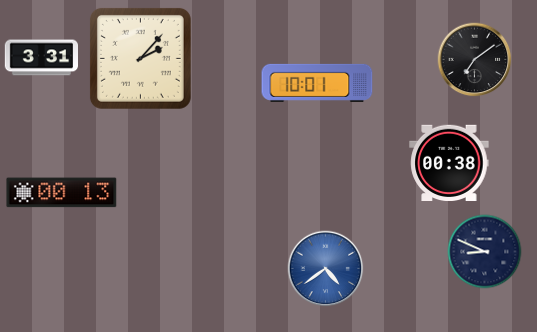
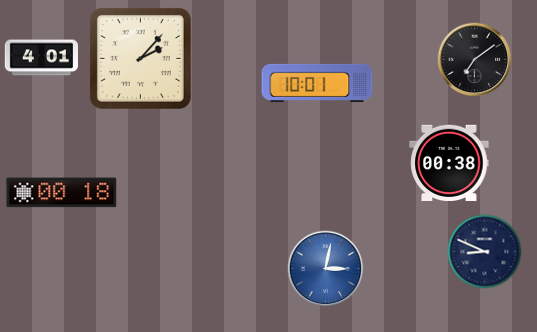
clock at (42, 58): 3:31 -> 4:01
clock at (62, 193): 00:13 -> 00:18
clock at (326, 269): 4:39 -> 3:02
